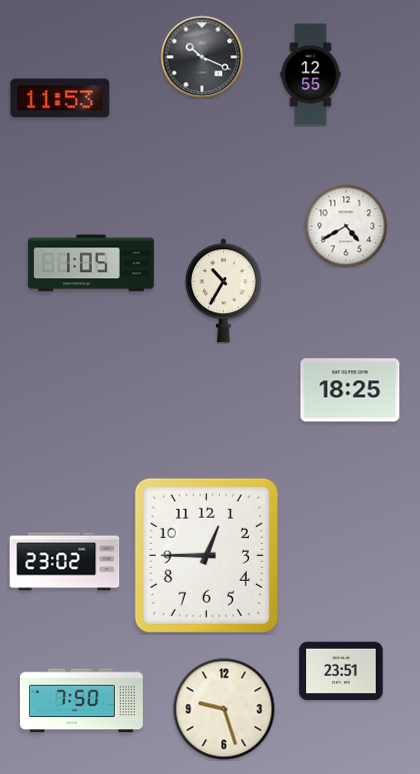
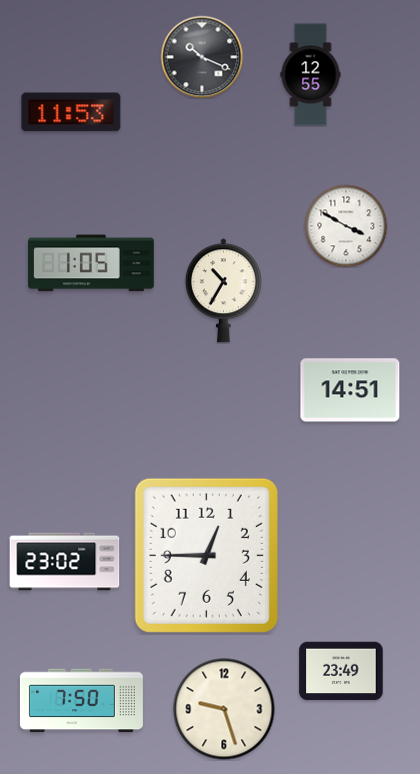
clock at (60, 98) position: (60, 98) -> (71, 112)
clock at (346, 226): 4:40 -> 3:50
clock at (350, 390): 18:25 -> 14:51
clock at (341, 671): 23:51 -> 23:49
